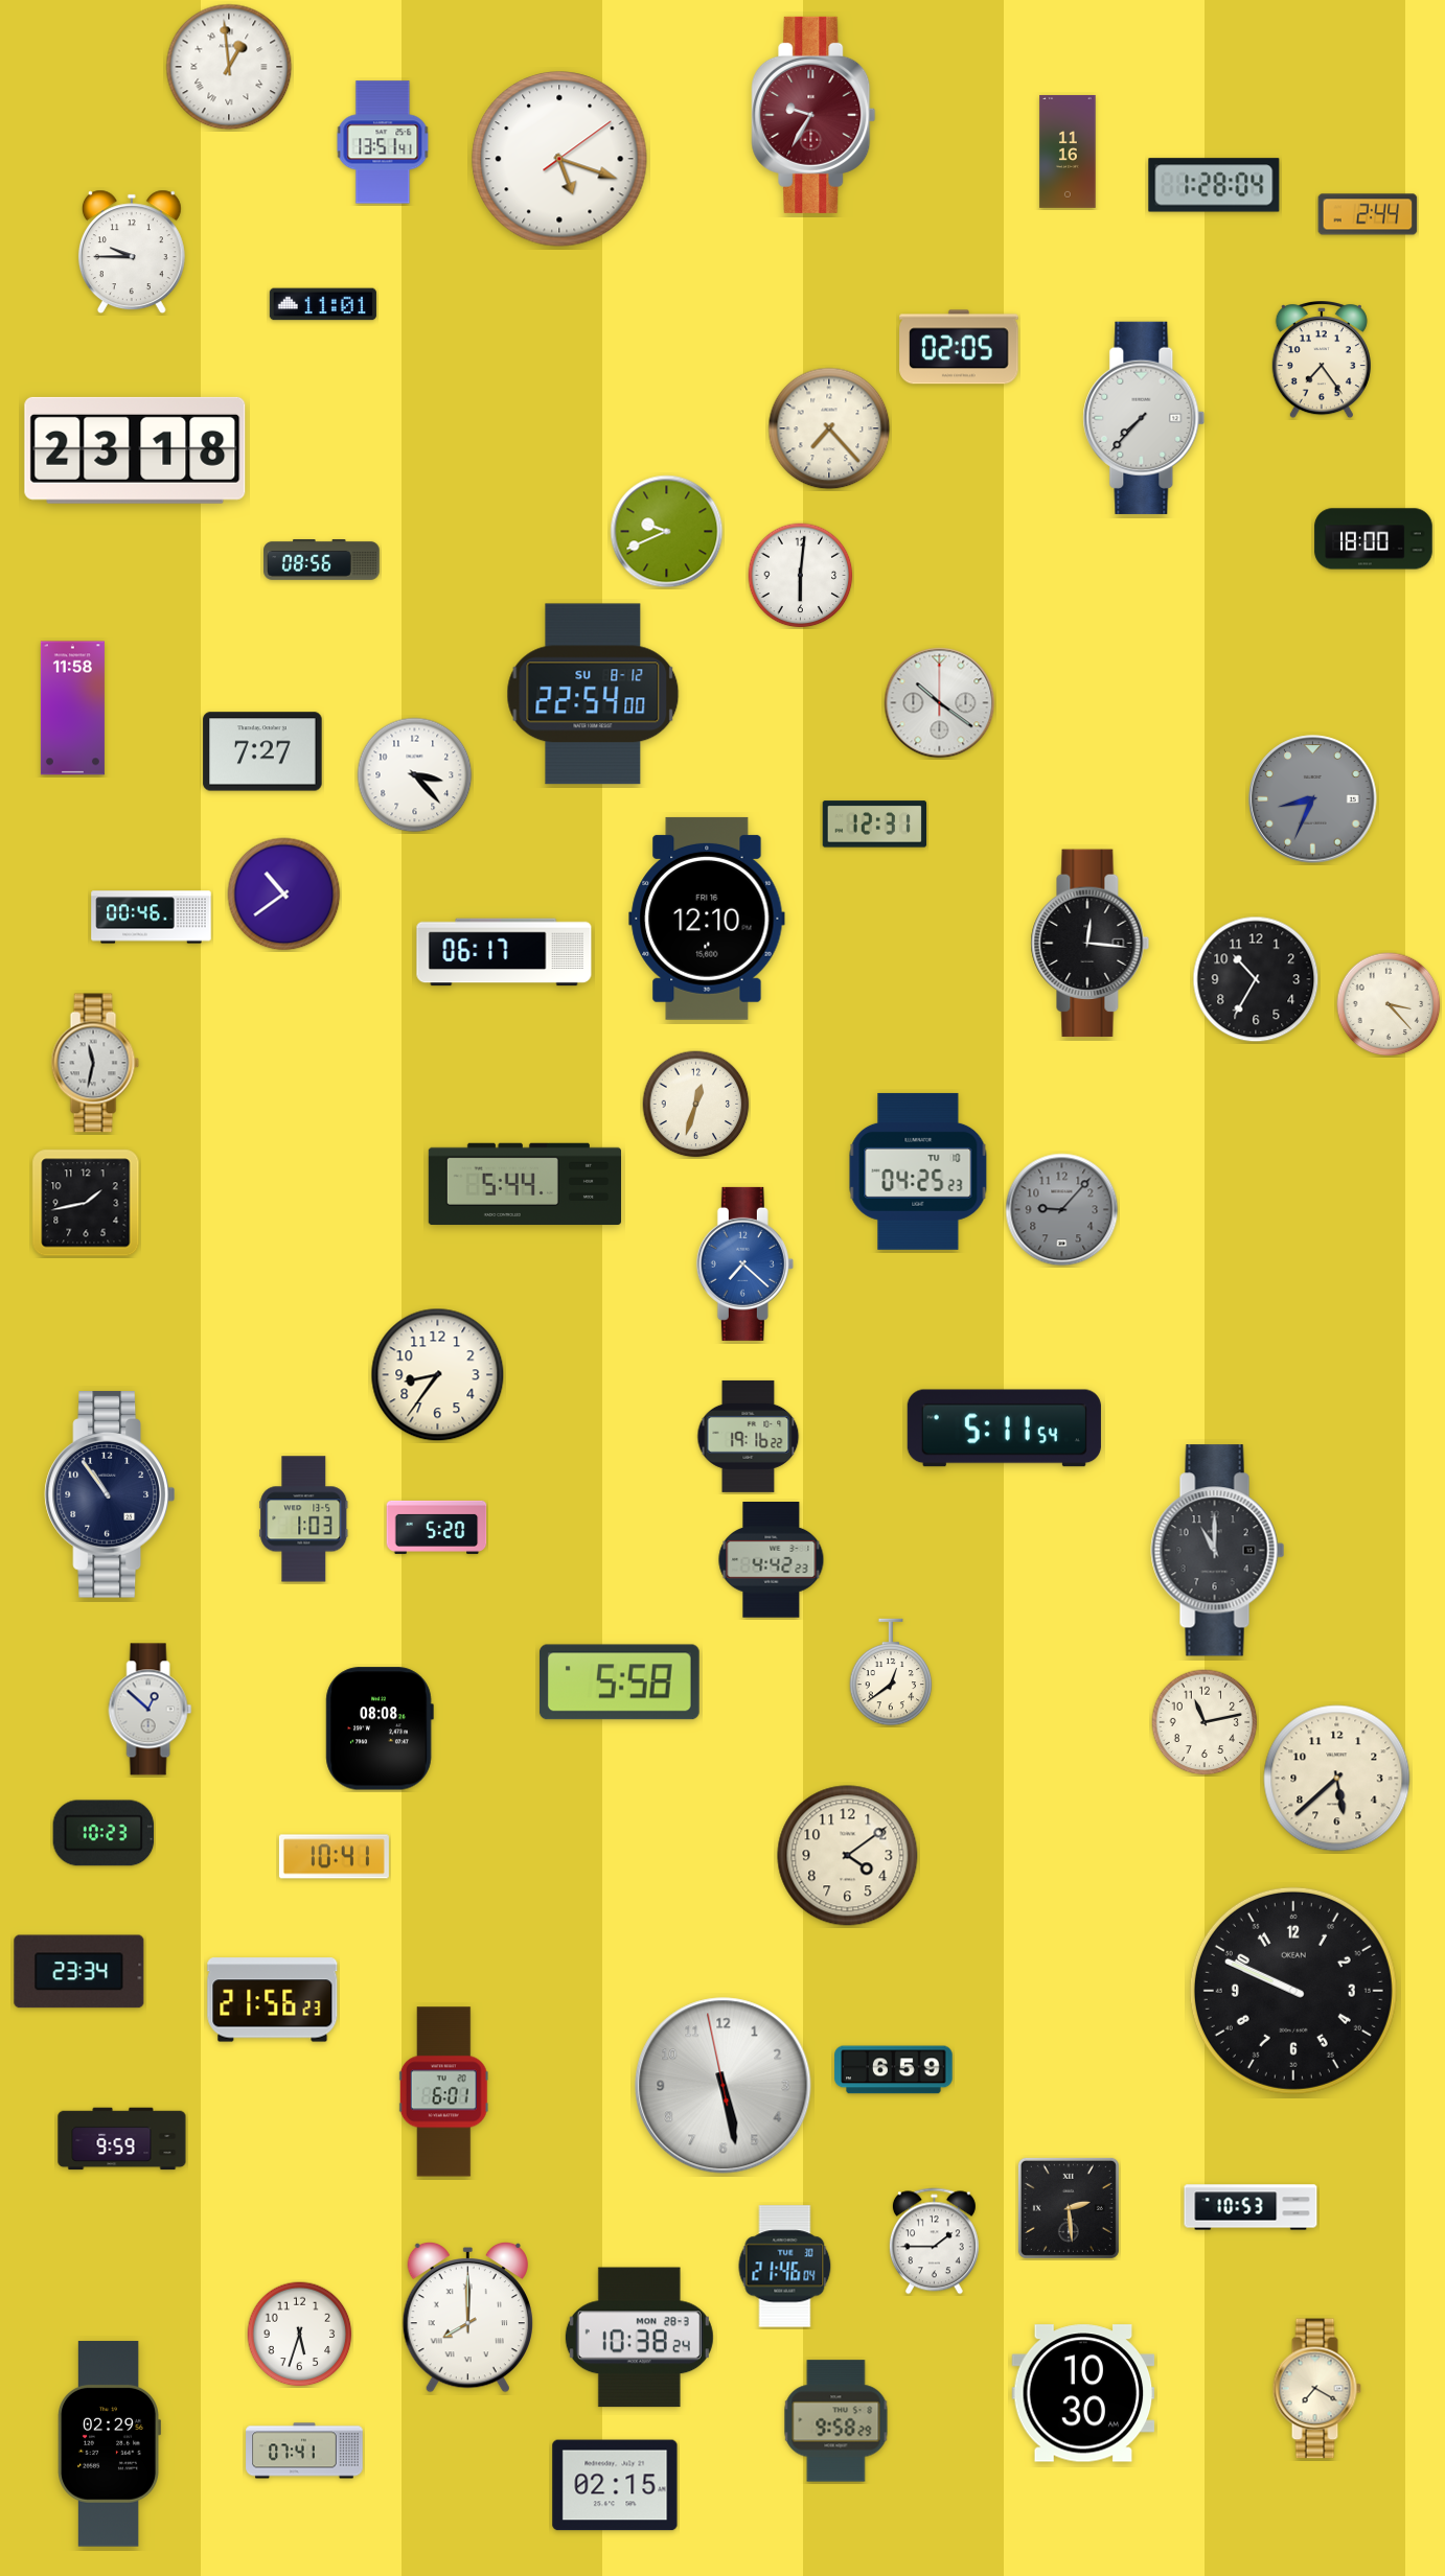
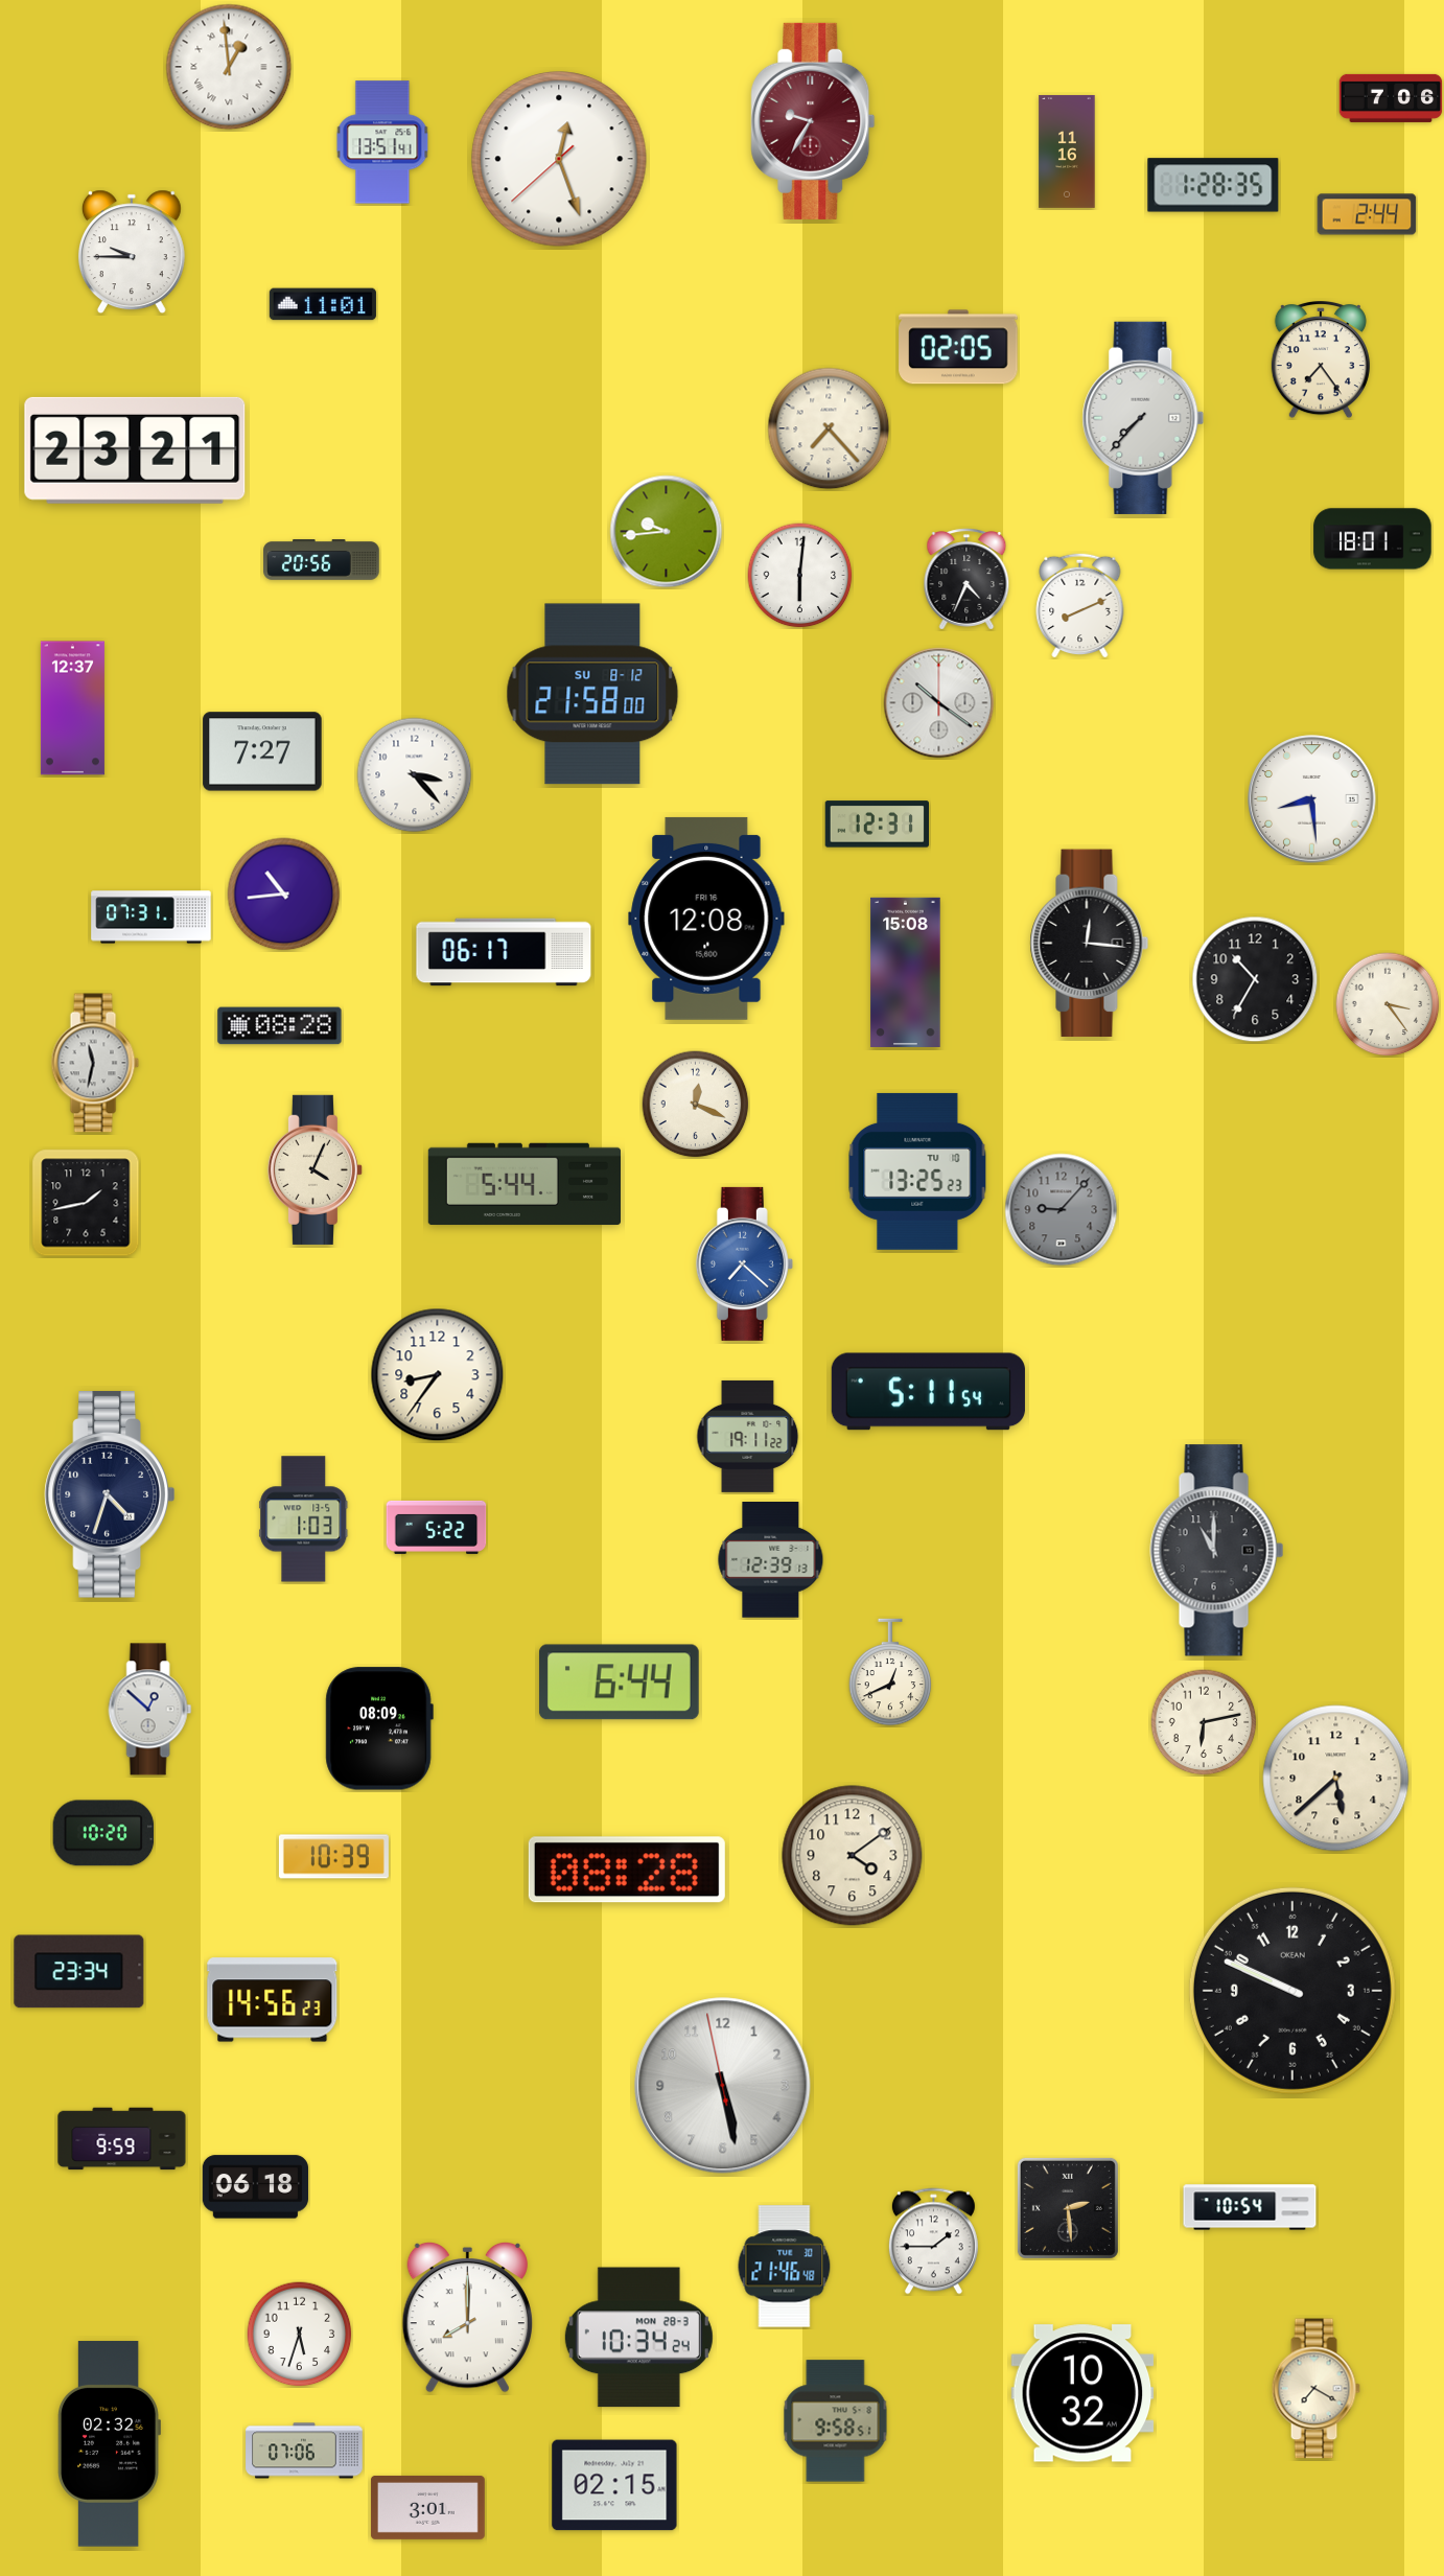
clock at (1391, 98): none -> 7:06
clock at (813, 115) position: (813, 115) -> (813, 121)
clock at (559, 159): 5:18 -> 12:26
clock at (1214, 185): 1:28:04 -> 1:28:35
clock at (135, 450): 23:18 -> 23:21
clock at (667, 532): 9:41 -> 9:44
clock at (1374, 539): 18:00 -> 18:01
clock at (322, 560): 08:56 -> 20:56
clock at (966, 579): none -> 4:34
clock at (1080, 605): none -> 8:11
clock at (593, 694): 22:54 -> 21:58
clock at (72, 709): 11:58 -> 12:37
clock at (1313, 799): 8:34 -> 8:29
clock at (1313, 799) dial: grey -> white
clock at (874, 825) position: (874, 825) -> (877, 825)
clock at (284, 895): 10:39 -> 10:44
clock at (152, 918): 00:46 -> 07:31
clock at (707, 919): 12:10 -> 12:08
clock at (906, 972): none -> 15:08
clock at (1389, 1004): 3:23 -> 3:24
clock at (280, 1026): none -> 08:28
clock at (696, 1105): 12:33 -> 12:19
clock at (315, 1169): none -> 4:04
clock at (918, 1171): 04:25 -> 13:25
clock at (1004, 1429) position: (1004, 1429) -> (928, 1392)
clock at (749, 1436): 19:16 -> 19:11
clock at (110, 1494): 10:54 -> 4:33
clock at (437, 1527): 5:20 -> 5:22
clock at (772, 1560): 4:42 -> 12:39
clock at (891, 1672): 12:39 -> 12:41
clock at (619, 1682): 5:58 -> 6:44
clock at (1205, 1722): 11:13 -> 6:13
clock at (380, 1728): 08:08 -> 08:09
clock at (104, 1833): 10:23 -> 10:20
clock at (848, 1856) position: (848, 1856) -> (853, 1856)
clock at (334, 1857): 10:41 -> 10:39
clock at (627, 1870): none -> 08:28
clock at (273, 2000): 21:56 -> 14:56
clock at (894, 2070): 6:59 -> none
clock at (443, 2092): 6:01 -> none
clock at (255, 2187): none -> 06:18
clock at (1251, 2207): 10:53 -> 10:54
clock at (785, 2267): 21:46:04 -> 21:46:48
clock at (639, 2338): 10:38 -> 10:34
clock at (1083, 2393): 10:30 -> 10:32
clock at (836, 2421): 9:58:29 -> 9:58:51
clock at (109, 2444): 02:29 -> 02:32
clock at (304, 2451): 07:41 -> 07:06
clock at (427, 2507): none -> 3:01
